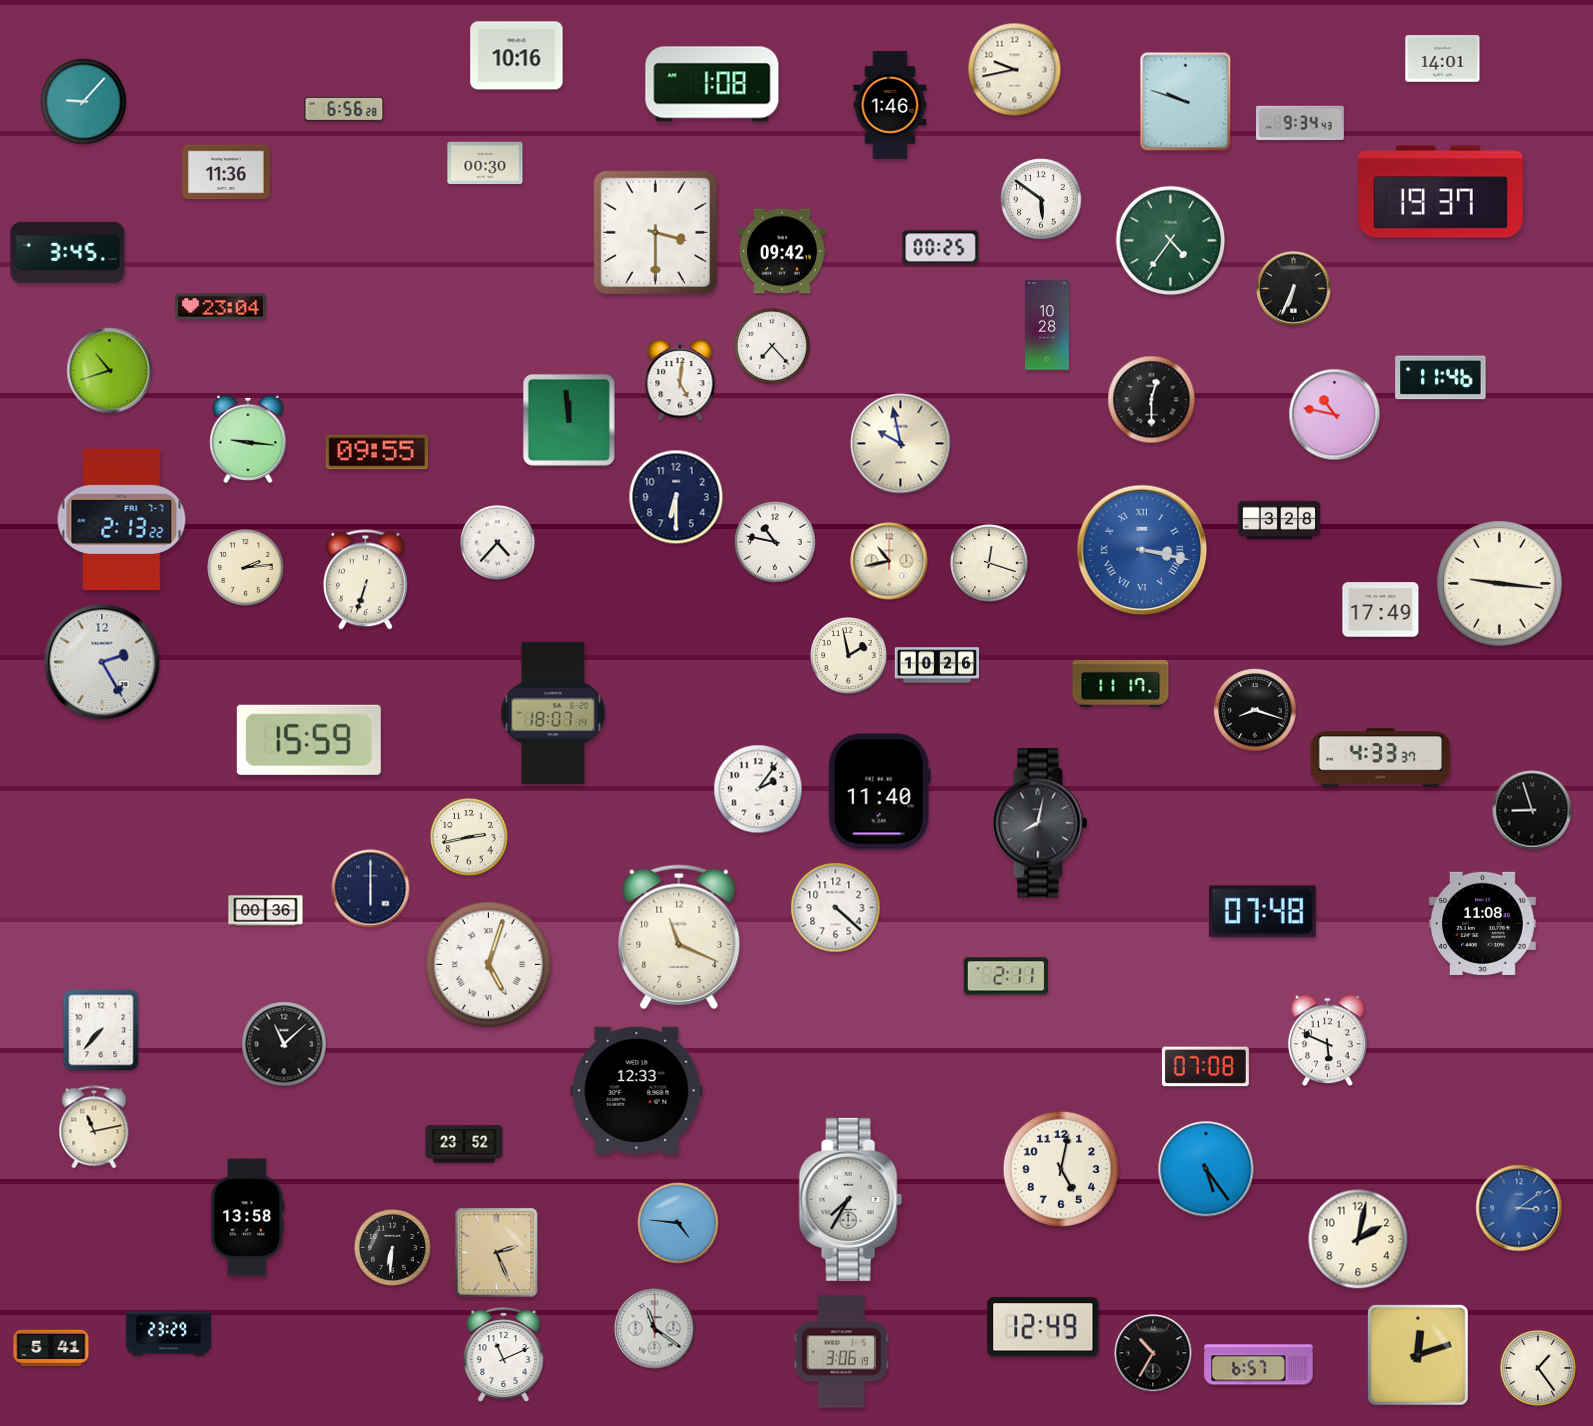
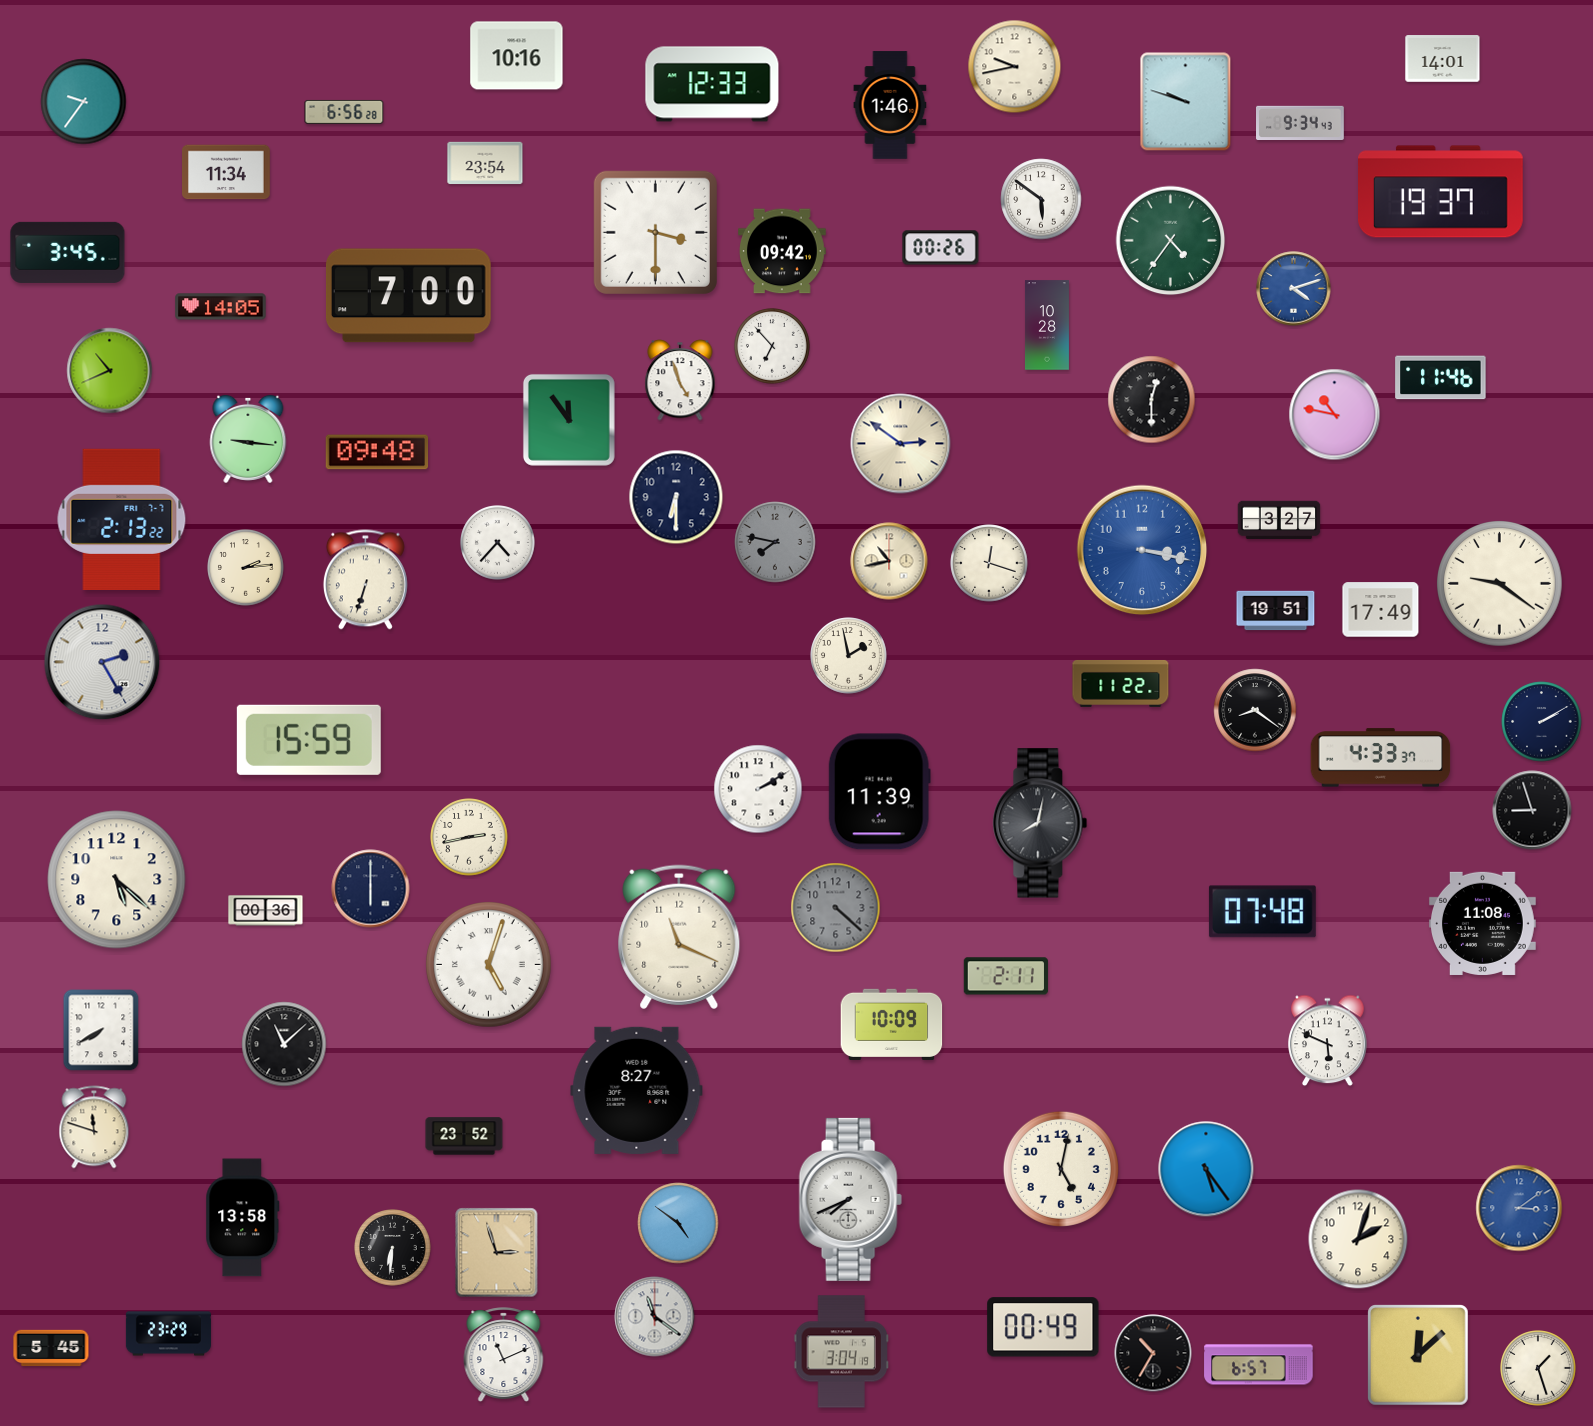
clock at (1015, 70) position: (1015, 70) -> (1015, 67)
clock at (712, 84): 1:08 -> 12:33
clock at (84, 102): 9:07 -> 9:36
clock at (344, 109) position: (344, 109) -> (344, 112)
clock at (485, 163): 00:30 -> 23:54
clock at (227, 172): 11:36 -> 11:34
clock at (941, 248): 00:25 -> 00:26
clock at (1294, 289): 6:34 -> 4:12
clock at (1294, 289) dial: black -> blue
clock at (408, 296): none -> 7:00
clock at (221, 307): 23:04 -> 14:05
clock at (773, 347): 7:23 -> 6:53
clock at (110, 371): 10:42 -> 10:41
clock at (680, 380): 5:01 -> 4:57
clock at (569, 420): 11:59 -> 11:54
clock at (901, 444): 9:58 -> 2:51
clock at (377, 452): 09:55 -> 09:48
clock at (1279, 520): 3:28 -> 3:27
clock at (775, 542): 10:47 -> 7:47
clock at (775, 542) dial: white -> grey
clock at (1142, 550) numerals: Roman -> Arabic
clock at (1500, 584): 9:16 -> 9:21
clock at (1276, 611): none -> 19:51
clock at (936, 665): 10:26 -> none
clock at (1121, 683): 11:17 -> 11:22
clock at (1255, 710): 8:18 -> 8:21
clock at (553, 713): 18:07 -> none
clock at (1542, 722): none -> 2:10
clock at (758, 789): 2:06 -> 2:10
clock at (879, 792): 11:40 -> 11:39
clock at (117, 880): none -> 5:22
clock at (836, 908) dial: white -> grey
clock at (892, 1024): none -> 10:09
clock at (101, 1030): 7:37 -> 7:40
clock at (1205, 1067): 07:08 -> none
clock at (637, 1090): 12:33 -> 8:27
clock at (94, 1127): 11:13 -> 11:48
clock at (464, 1144) position: (464, 1144) -> (464, 1136)
clock at (850, 1199): 7:35 -> 7:41
clock at (248, 1218) position: (248, 1218) -> (243, 1218)
clock at (678, 1223): 4:46 -> 4:51
clock at (1358, 1239): 2:02 -> 2:03
clock at (497, 1253): 2:26 -> 2:57
clock at (1043, 1327): 12:49 -> 00:49
clock at (655, 1329) position: (655, 1329) -> (655, 1317)
clock at (51, 1348): 5:41 -> 5:45
clock at (841, 1352): 3:06 -> 3:04
clock at (1418, 1355): 12:12 -> 12:08
clock at (1539, 1369): 1:24 -> 1:27
